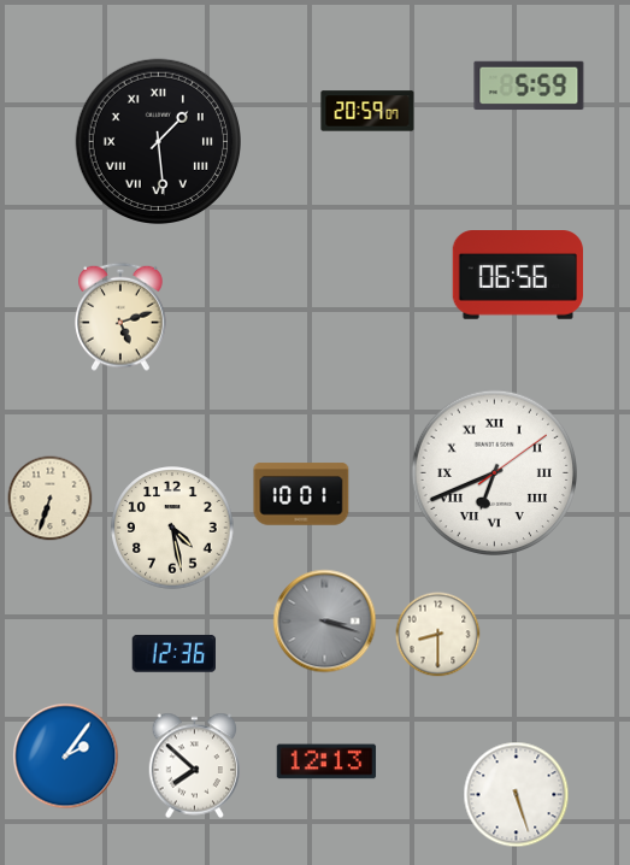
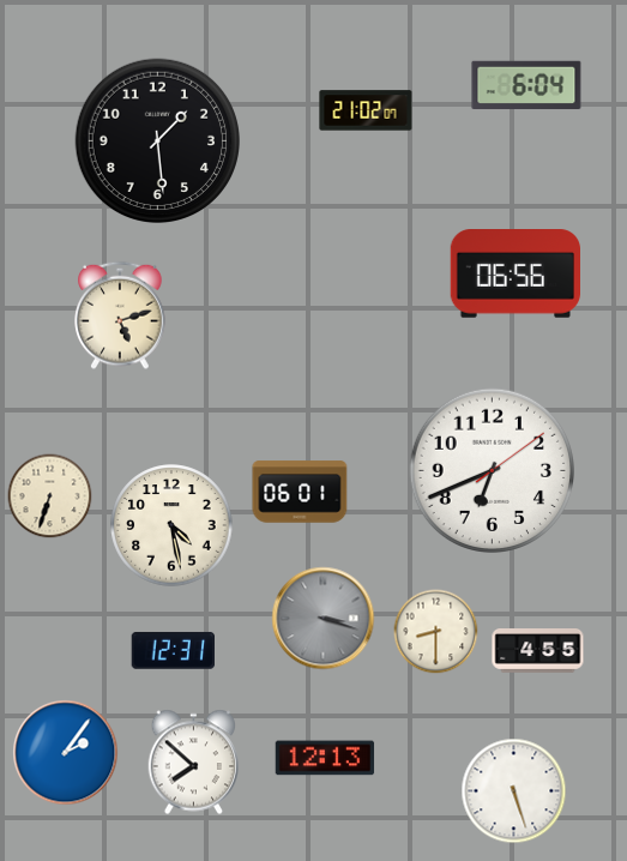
clock at (529, 86): 5:59 -> 6:04
clock at (367, 111): 20:59 -> 21:02
clock at (158, 142) numerals: Roman -> Arabic
clock at (494, 473) numerals: Roman -> Arabic
clock at (301, 494): 10:01 -> 06:01
clock at (173, 653): 12:36 -> 12:31
clock at (538, 651): none -> 4:55
